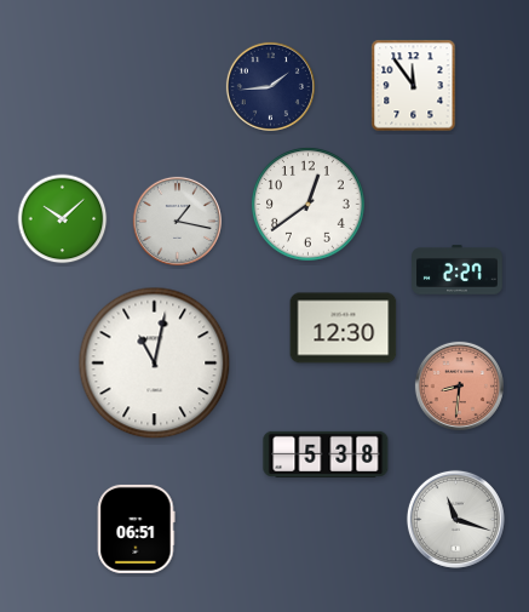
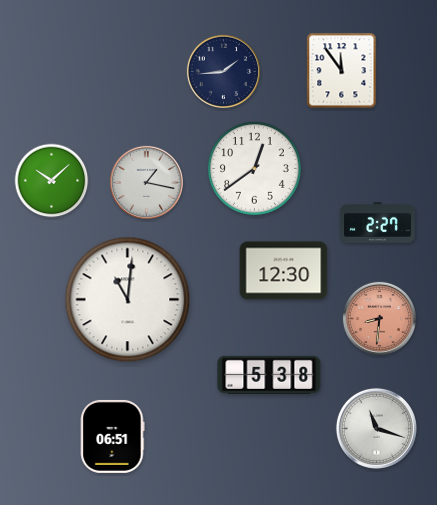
clock at (155, 364): 11:02 -> 11:01
